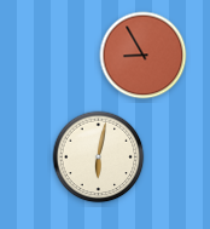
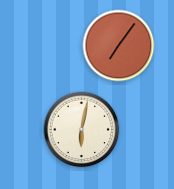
clock at (144, 56): 8:55 -> 7:06
